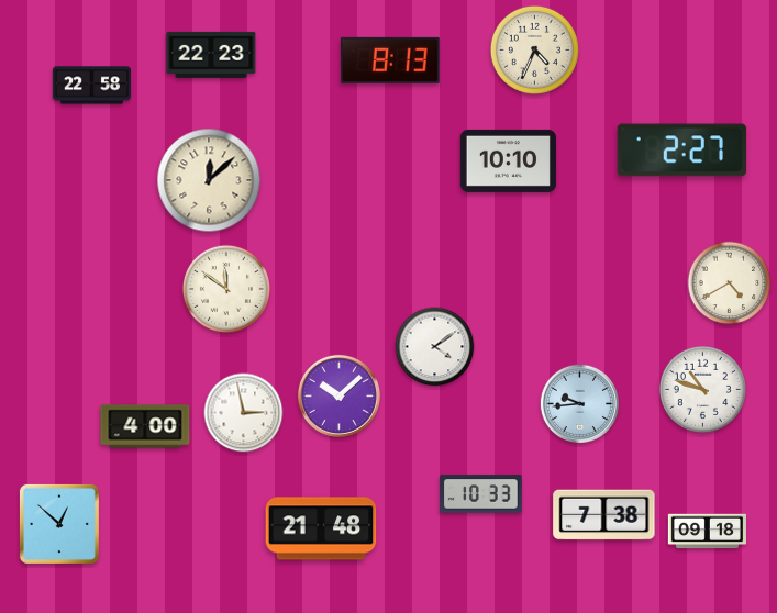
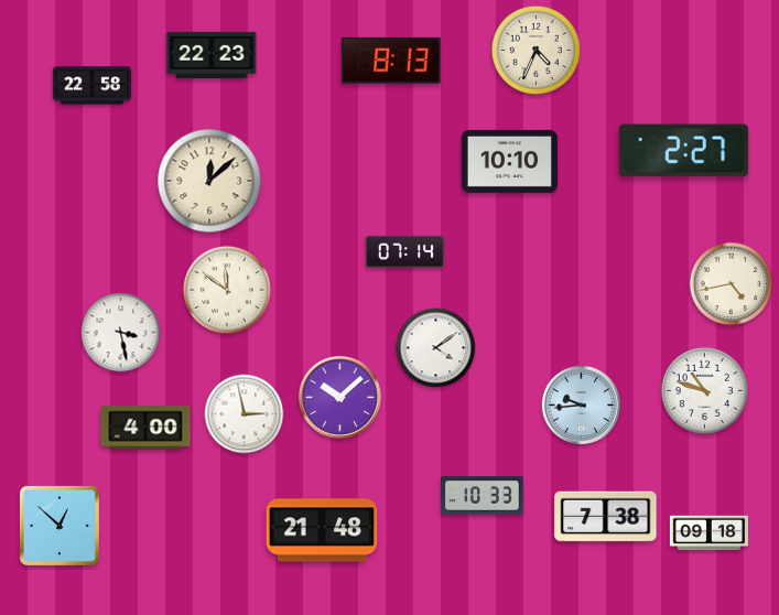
clock at (404, 252): none -> 07:14
clock at (730, 283): 4:40 -> 4:43
clock at (121, 333): none -> 3:28
